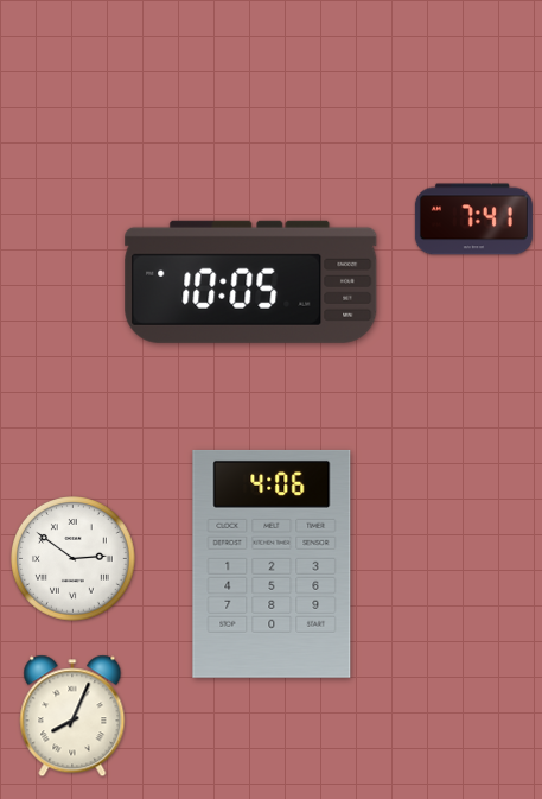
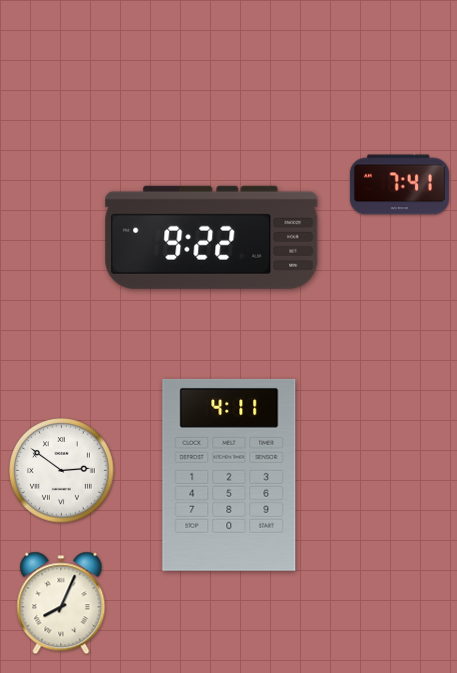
clock at (251, 281): 10:05 -> 9:22
clock at (272, 564): 4:06 -> 4:11
